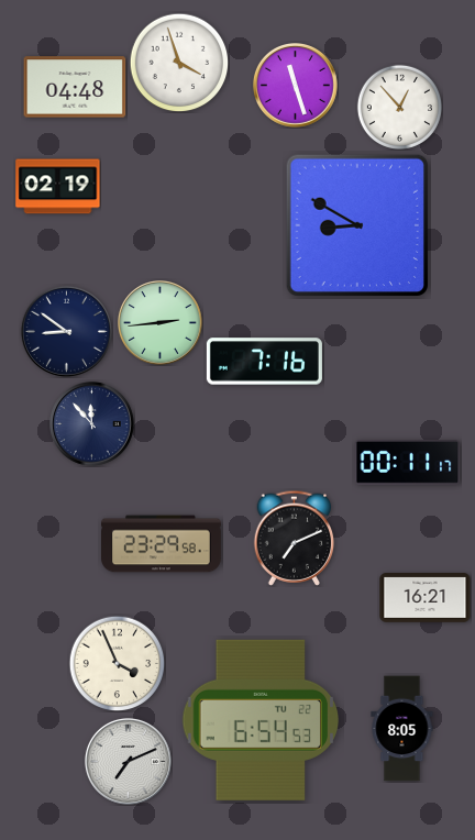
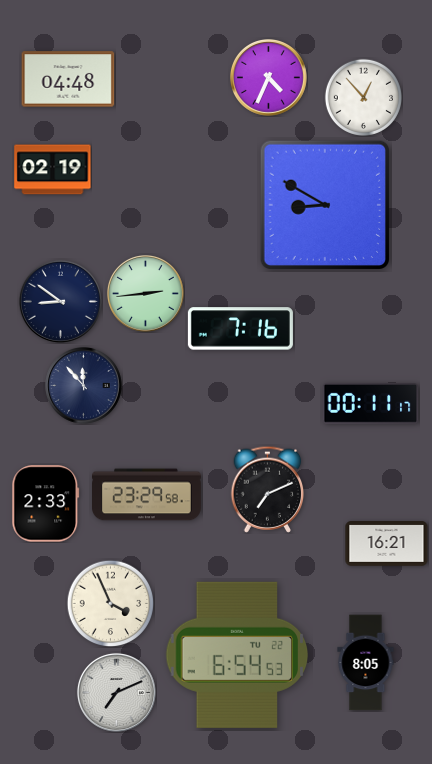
clock at (179, 63): 3:57 -> none
clock at (296, 86): 11:27 -> 4:34
clock at (408, 463) position: (408, 463) -> (371, 404)
clock at (46, 504): none -> 2:33
clock at (117, 663) position: (117, 663) -> (110, 603)
